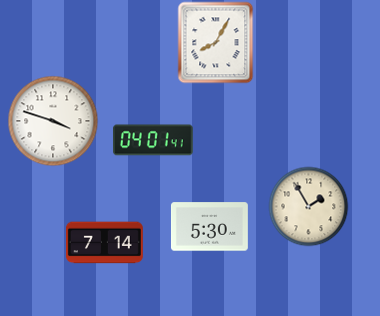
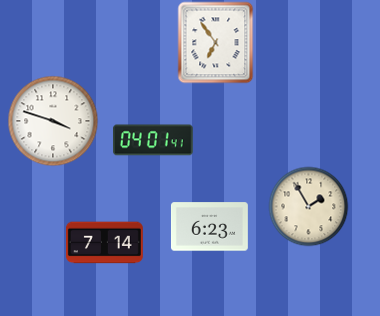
clock at (216, 42): 8:05 -> 6:54
clock at (209, 227): 5:30 -> 6:23
